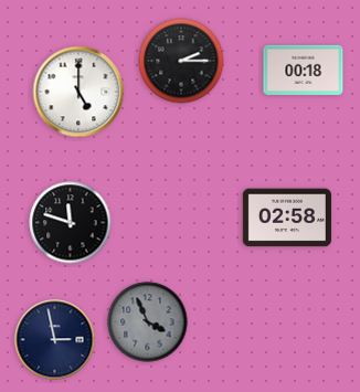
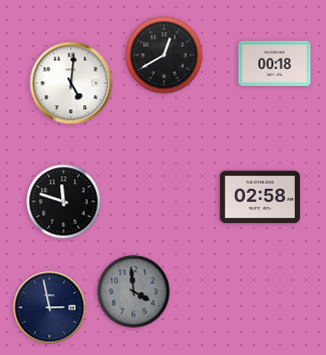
clock at (181, 61): 2:15 -> 12:40
clock at (78, 92): 5:00 -> 5:01
clock at (148, 322): 3:56 -> 3:59
